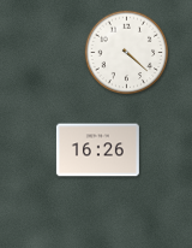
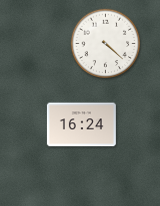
clock at (97, 150): 16:26 -> 16:24
